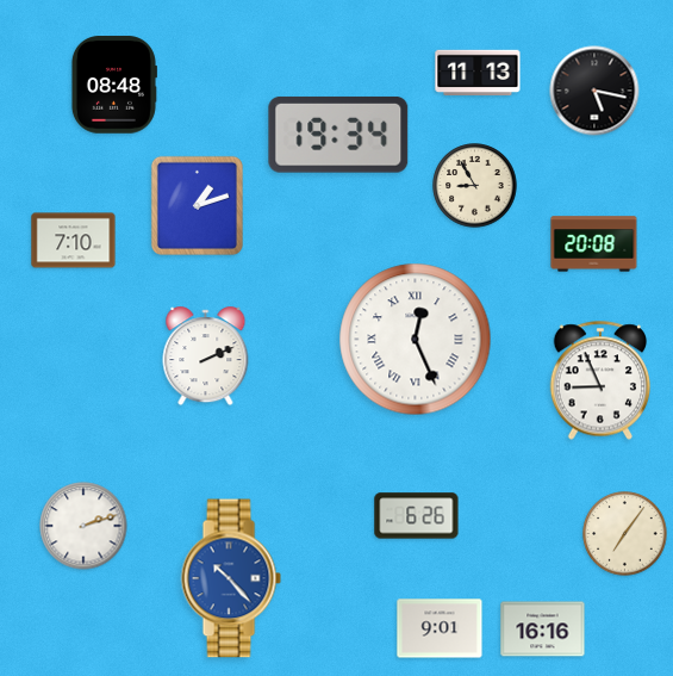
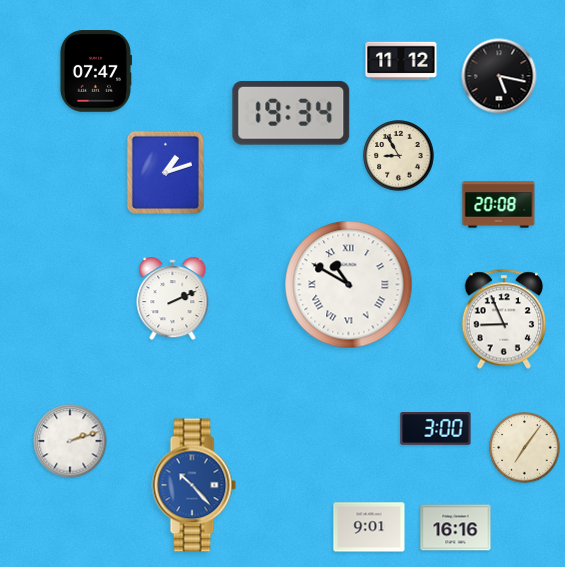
clock at (478, 72): 11:13 -> 11:12
clock at (113, 85): 08:48 -> 07:47
clock at (338, 135) position: (338, 135) -> (291, 113)
clock at (74, 241): 7:10 -> none
clock at (416, 340): 12:26 -> 10:50
clock at (436, 429): none -> 3:00
clock at (417, 516): 6:26 -> none
